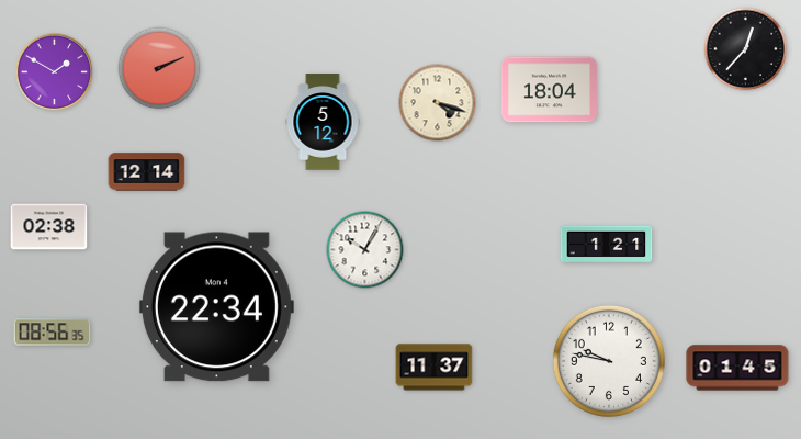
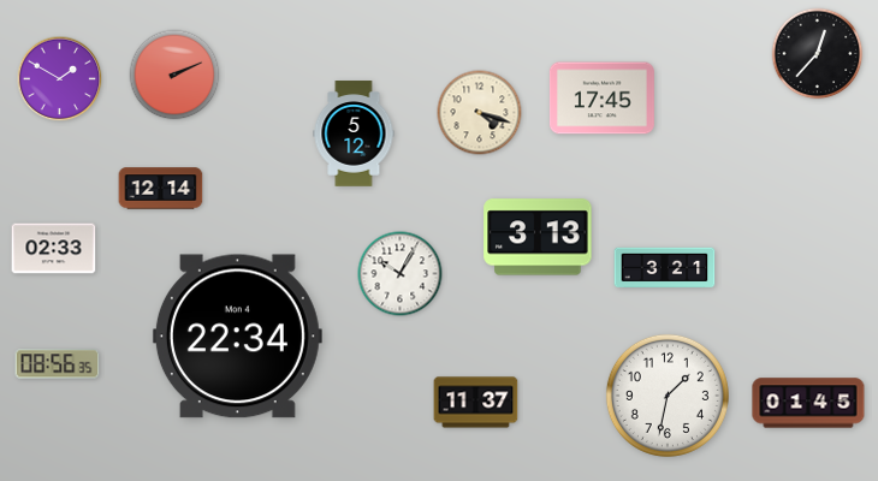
clock at (549, 90): 18:04 -> 17:45
clock at (538, 237): none -> 3:13
clock at (49, 227): 02:38 -> 02:33
clock at (607, 245): 1:21 -> 3:21
clock at (609, 361): 9:47 -> 1:32
